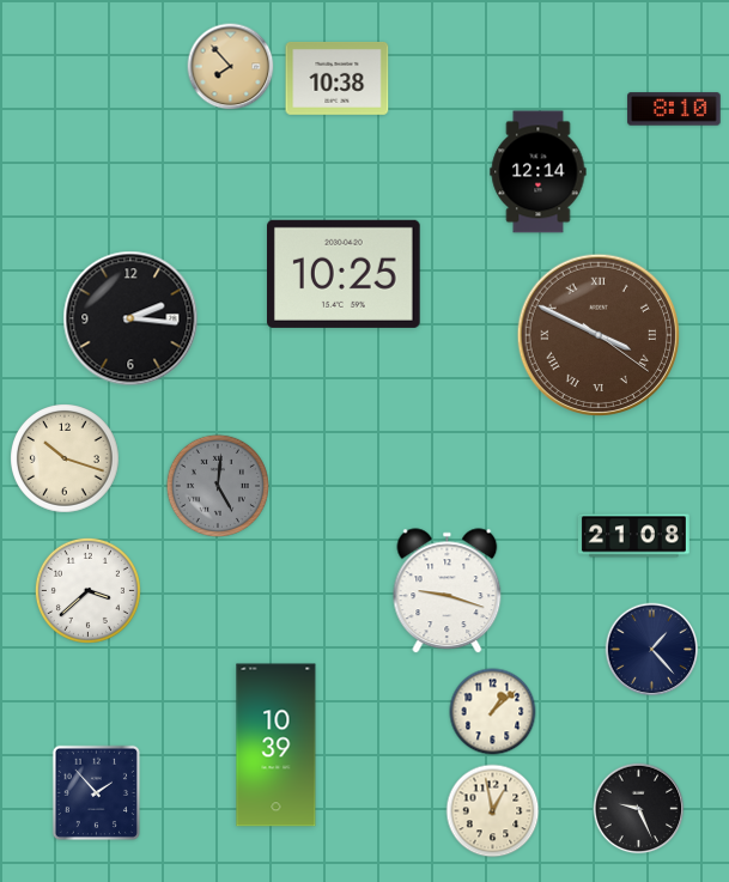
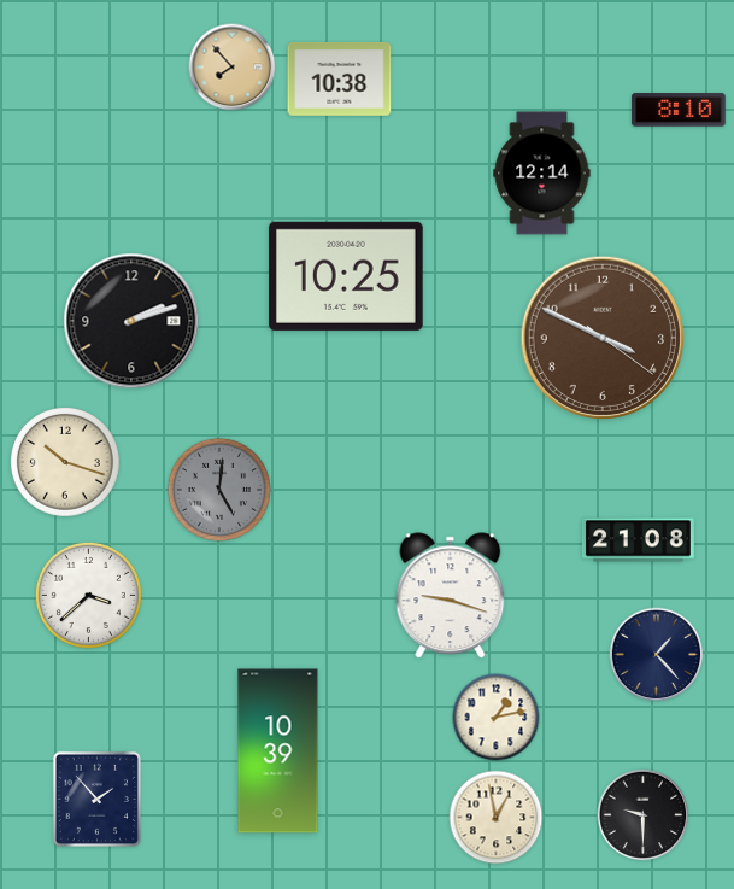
clock at (130, 318): 2:16 -> 2:12
clock at (597, 334) numerals: Roman -> Arabic
clock at (493, 712): 1:08 -> 1:13
clock at (639, 809): 9:26 -> 9:30
